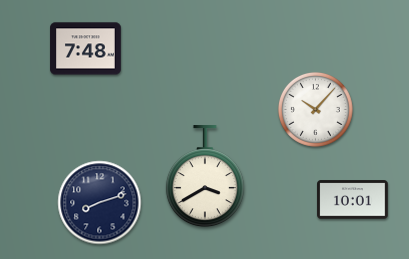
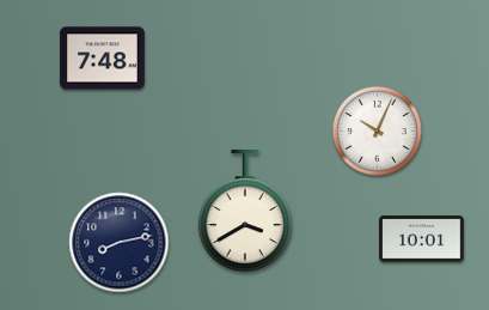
clock at (315, 109): 10:07 -> 10:04
clock at (100, 203): 8:12 -> 8:13
